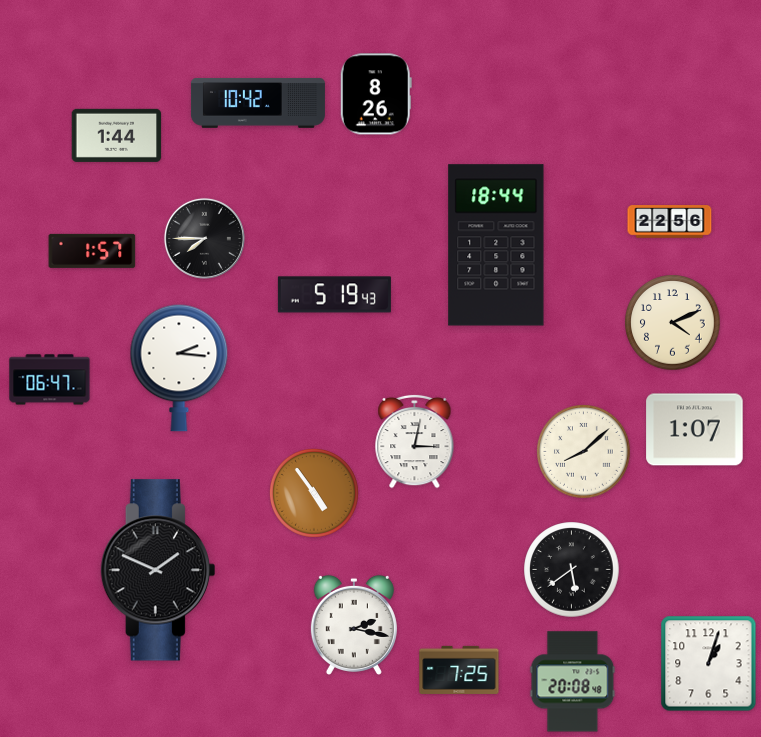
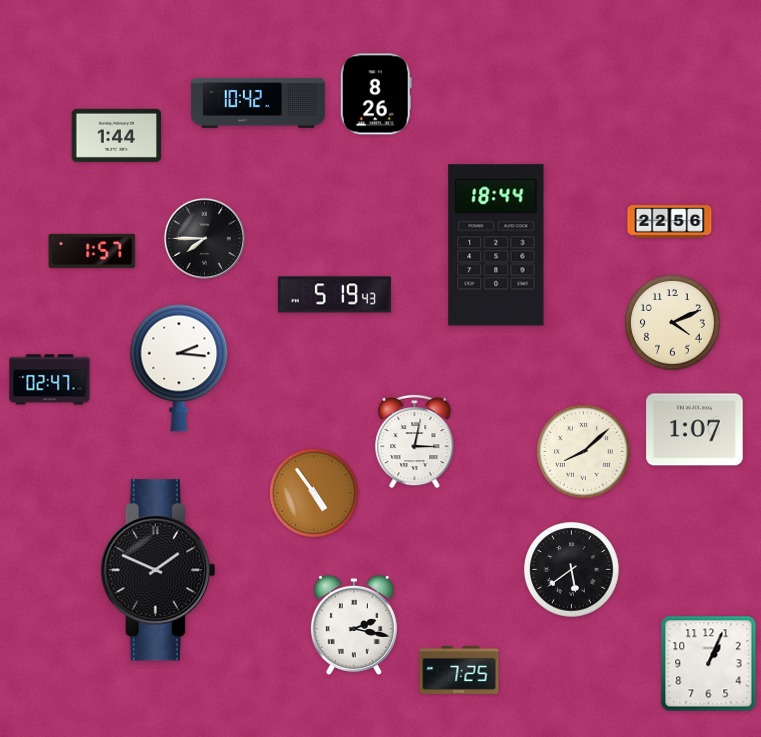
clock at (50, 380): 06:47 -> 02:47
clock at (709, 664): 1:03 -> 1:04
clock at (573, 682): 20:08 -> none
